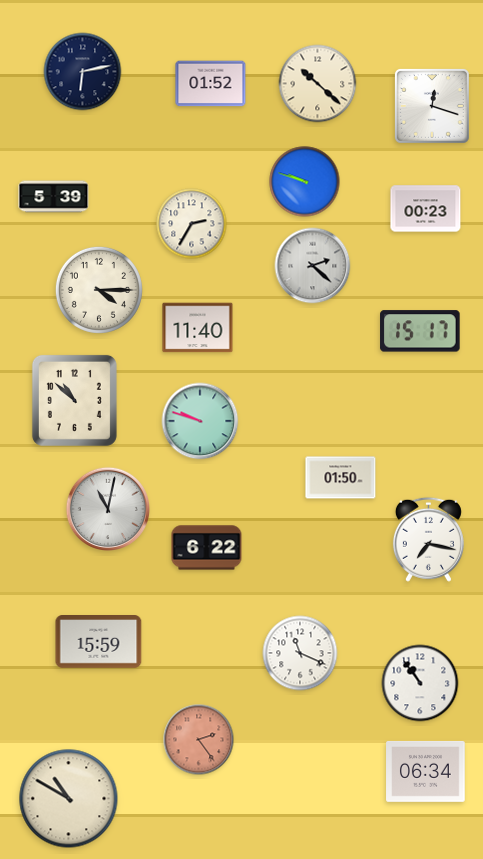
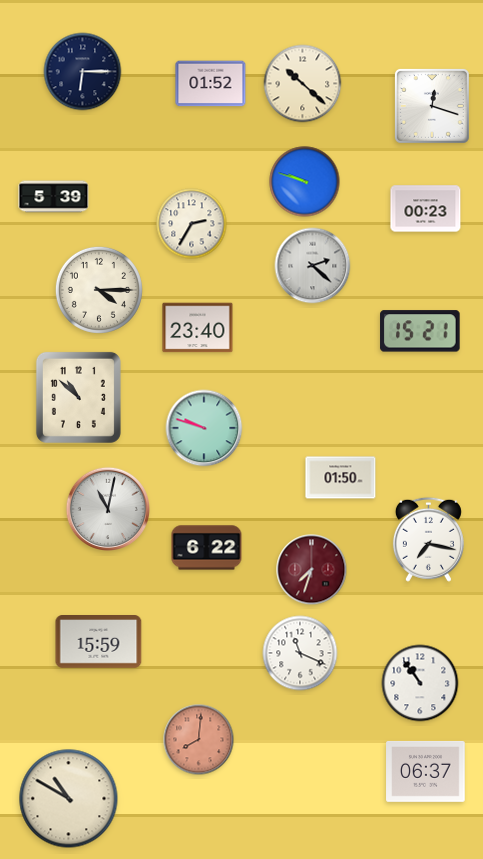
clock at (83, 72): 6:13 -> 6:15
clock at (318, 84) position: (318, 84) -> (303, 84)
clock at (198, 328): 11:40 -> 23:40
clock at (420, 331): 15:17 -> 15:21
clock at (74, 400) position: (74, 400) -> (78, 397)
clock at (200, 421) position: (200, 421) -> (204, 428)
clock at (312, 570): none -> 7:33
clock at (199, 740): 2:24 -> 8:01
clock at (426, 771): 06:34 -> 06:37
